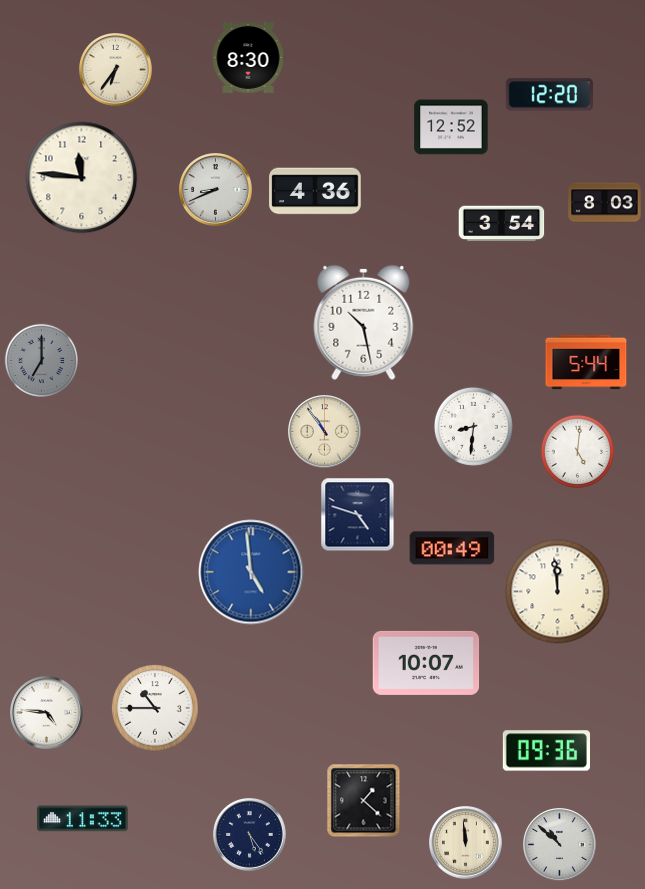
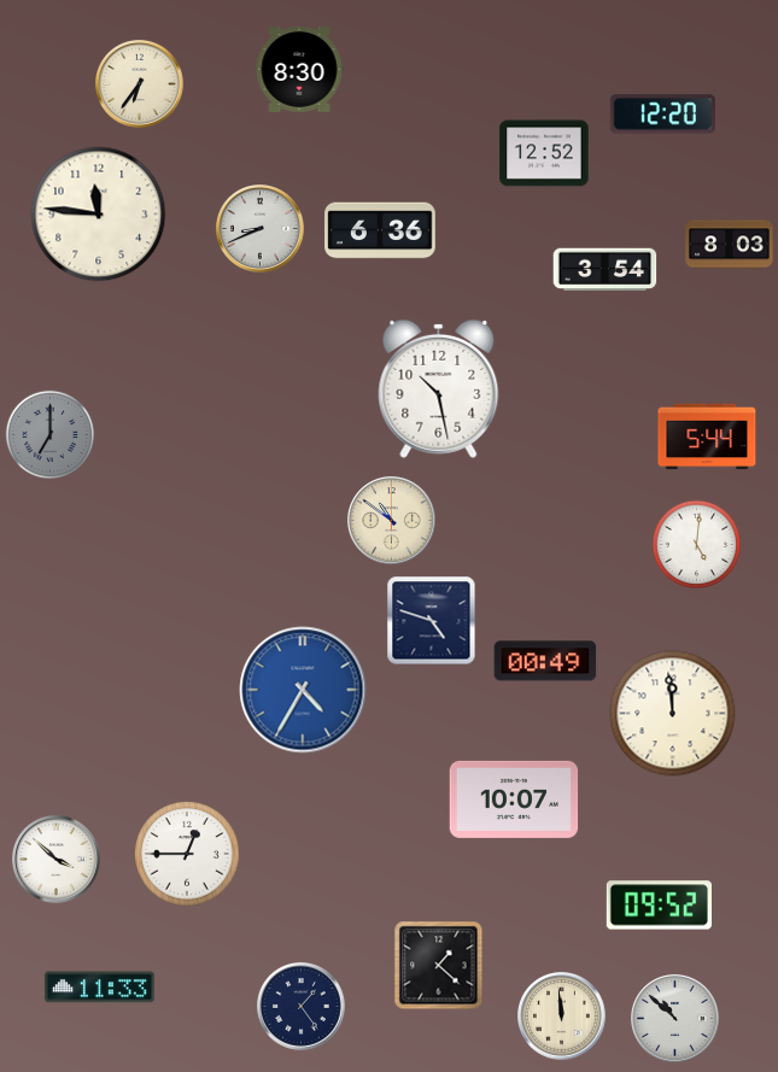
clock at (315, 191): 4:36 -> 6:36
clock at (473, 426): 8:31 -> none
clock at (325, 432): 10:54 -> 10:51
clock at (251, 572): 4:59 -> 4:35
clock at (155, 708): 10:45 -> 12:45
clock at (47, 713): 4:46 -> 3:52
clock at (546, 751): 09:36 -> 09:52
clock at (250, 835): 5:24 -> 1:24
